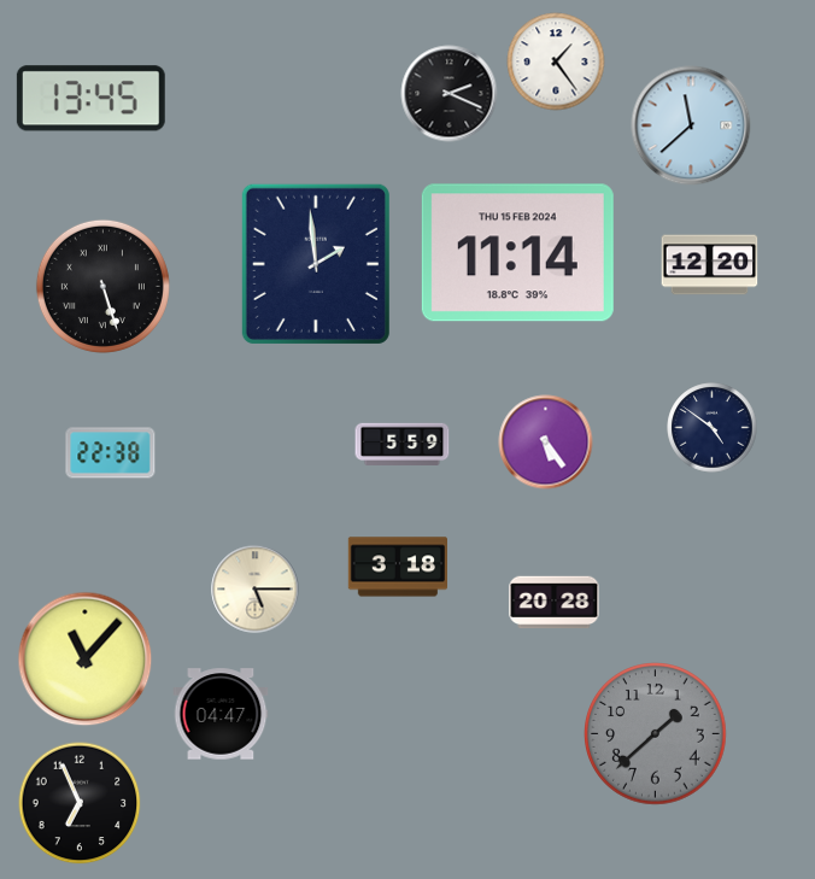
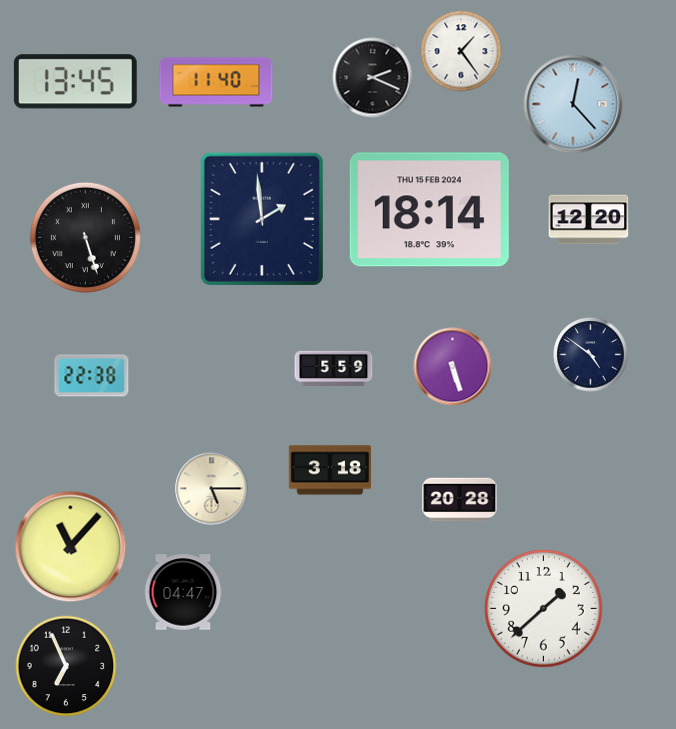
clock at (216, 82): none -> 11:40
clock at (691, 125): 11:38 -> 12:23
clock at (517, 253): 11:14 -> 18:14
clock at (546, 443): 5:24 -> 5:27
clock at (656, 734) dial: grey -> white
